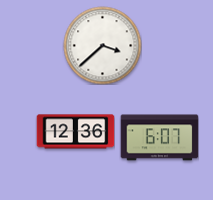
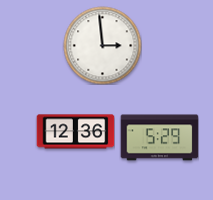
clock at (102, 45): 3:38 -> 2:59
clock at (159, 138): 6:07 -> 5:29
